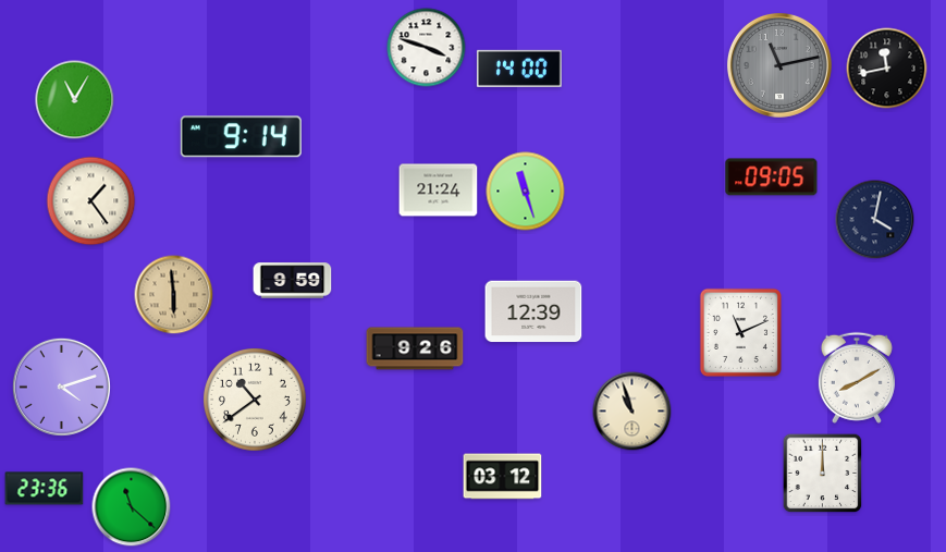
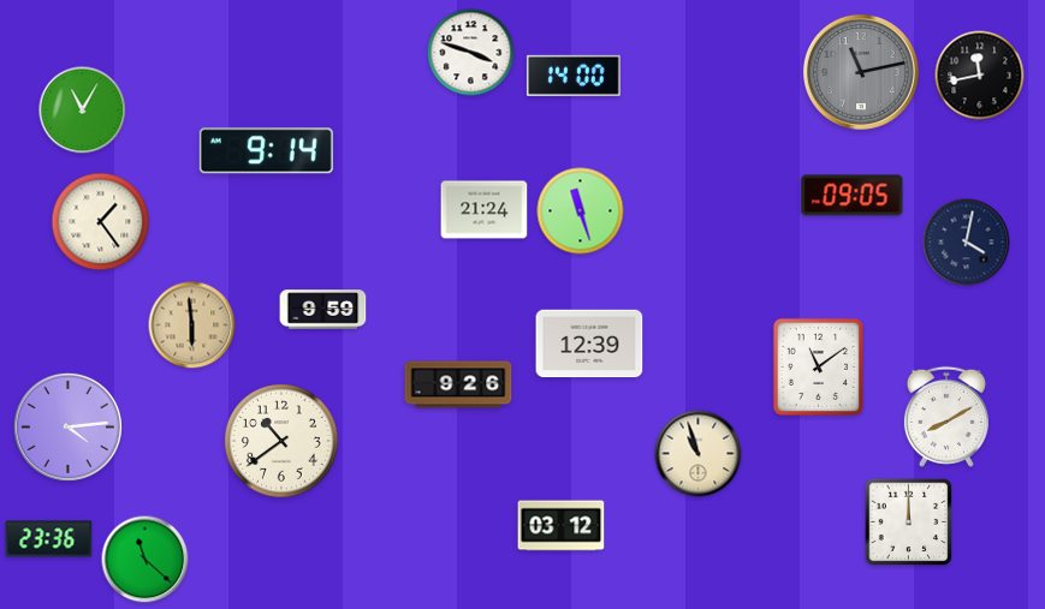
clock at (740, 332): 11:11 -> 11:09
clock at (61, 387): 4:12 -> 4:14
clock at (503, 477) position: (503, 477) -> (562, 526)
